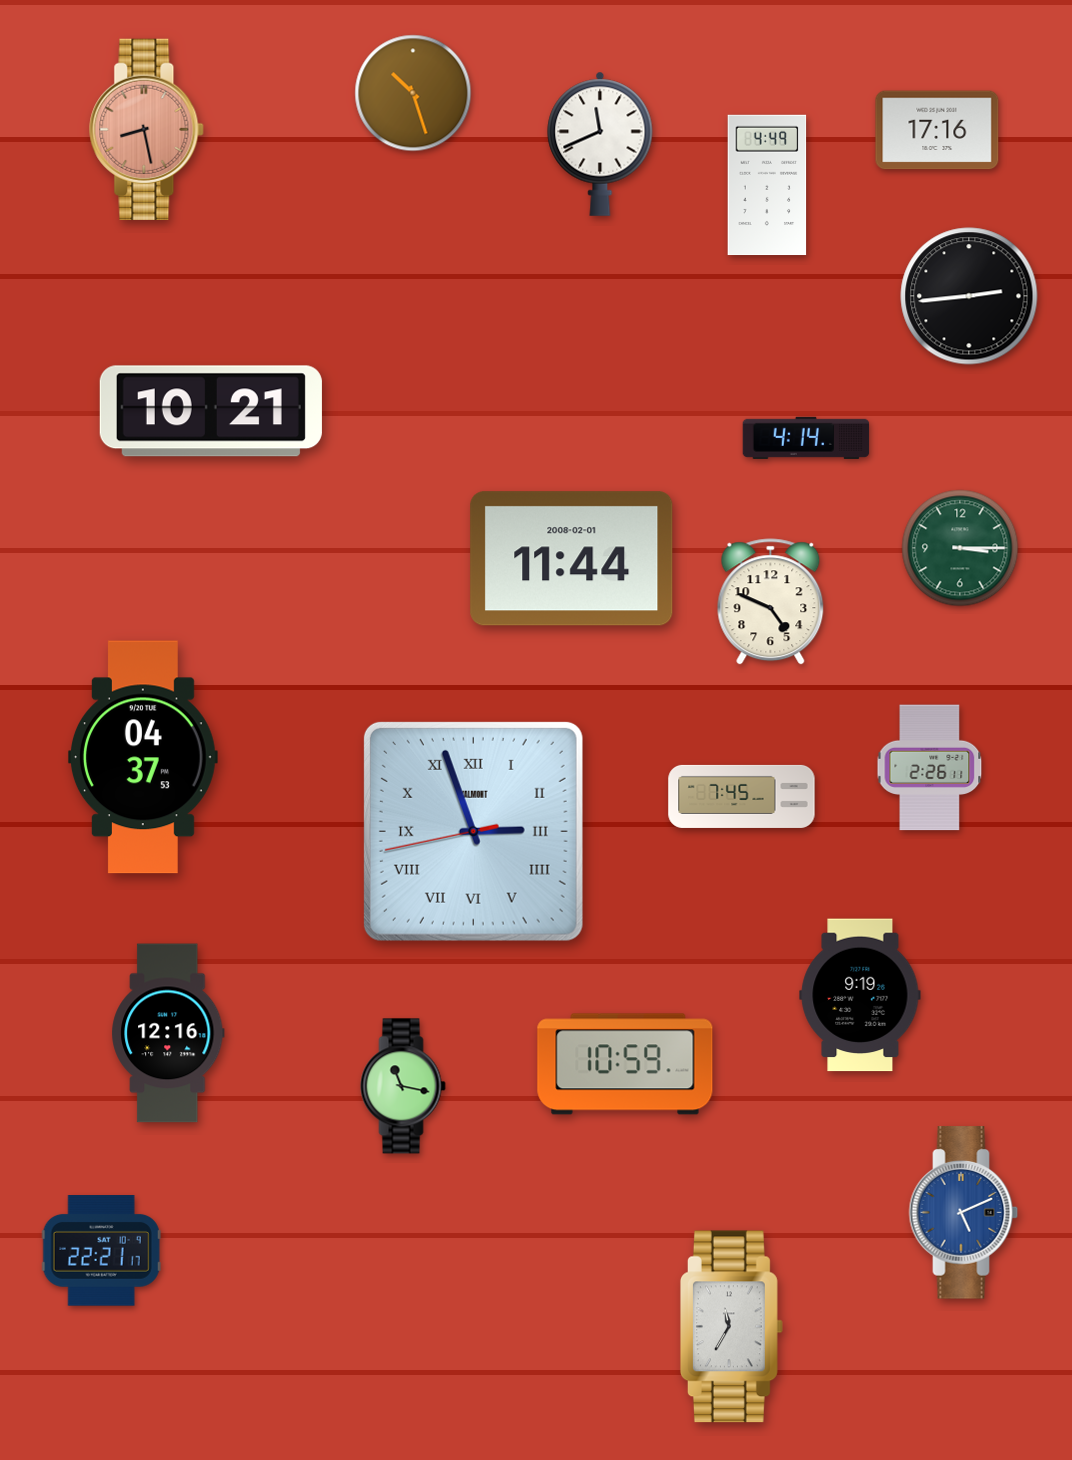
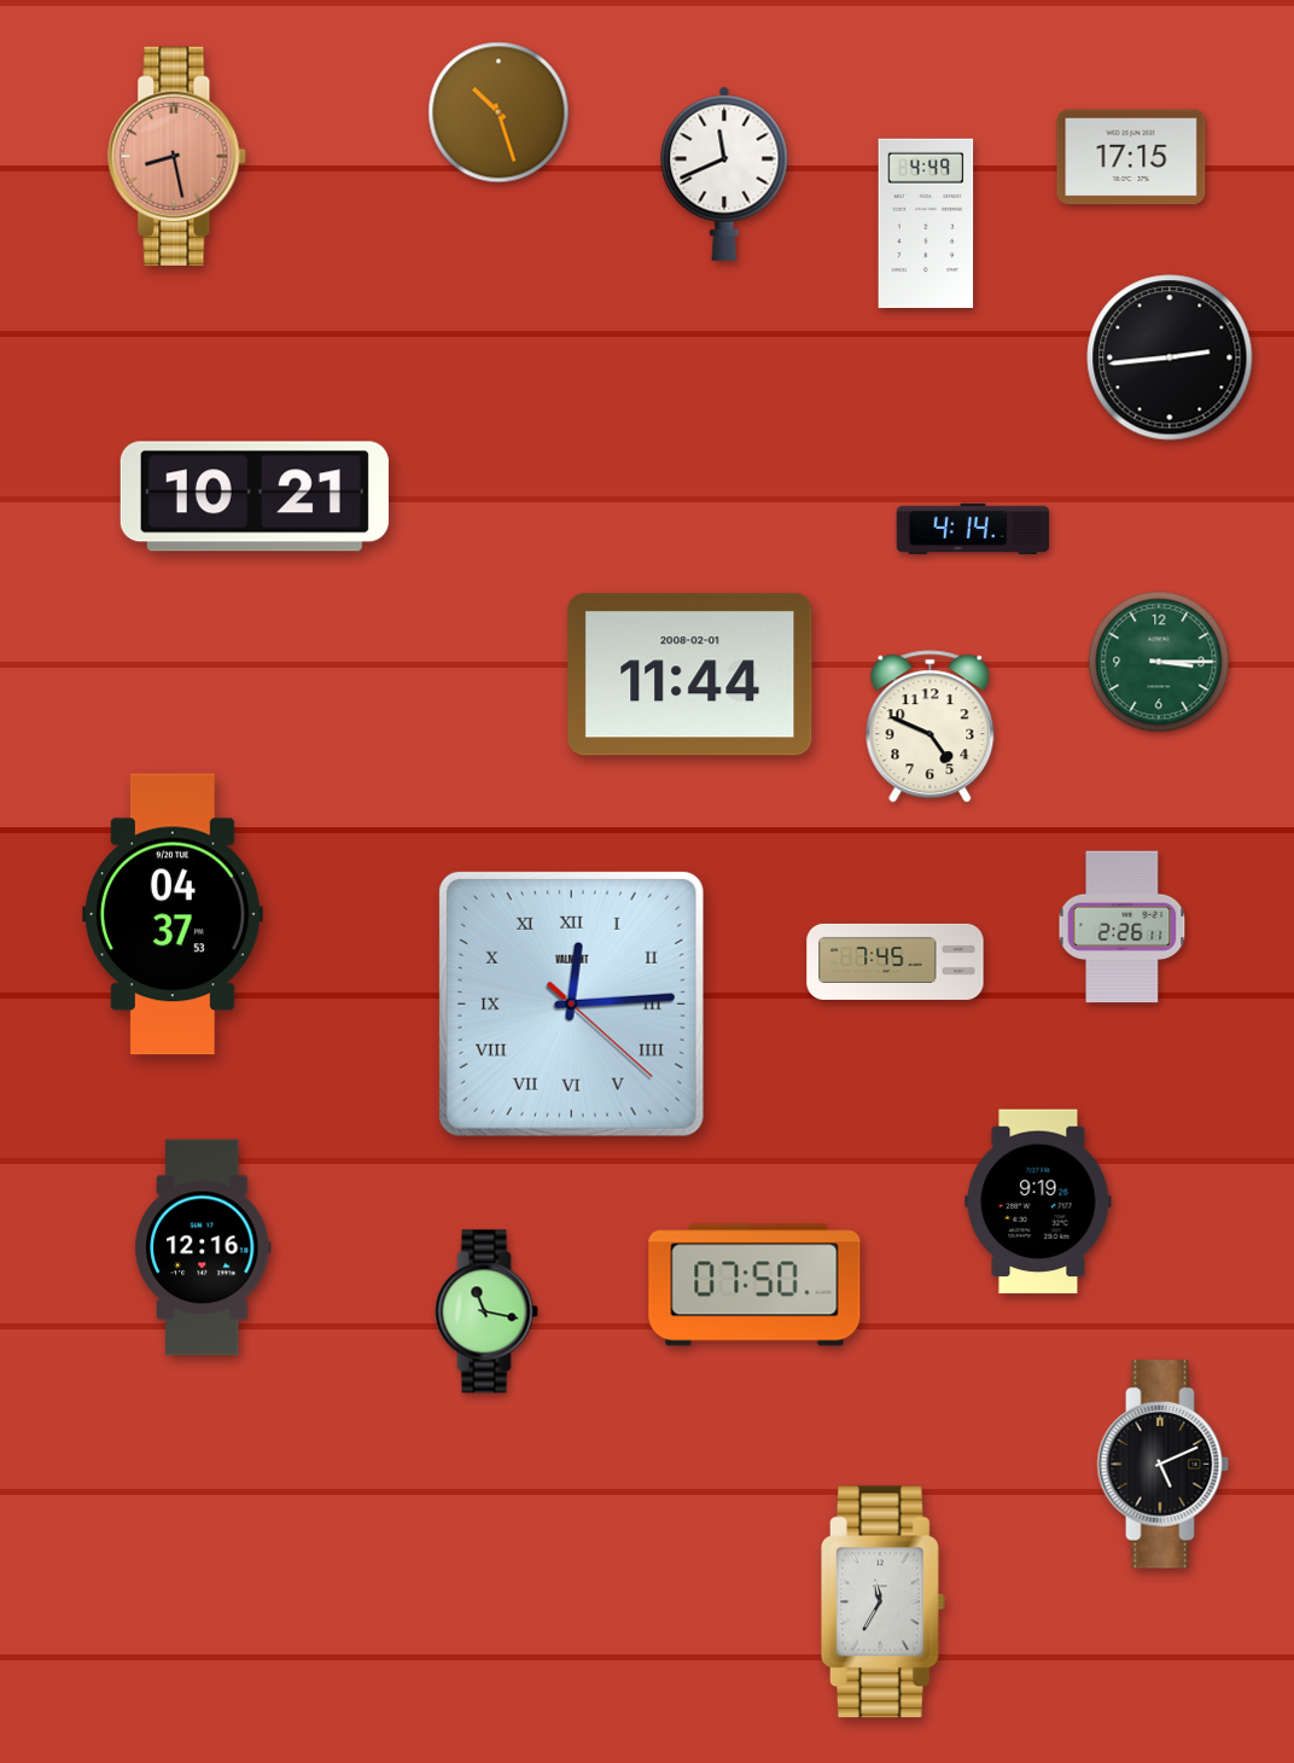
clock at (937, 130): 17:16 -> 17:15
clock at (473, 831): 2:56 -> 12:14
clock at (625, 1064): 10:59 -> 07:50
clock at (964, 1213) dial: blue -> black
clock at (101, 1251): 22:21 -> none
